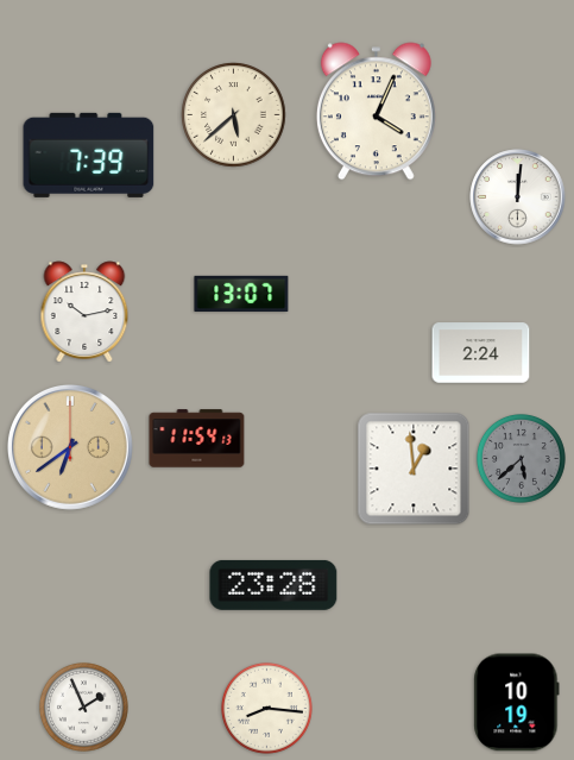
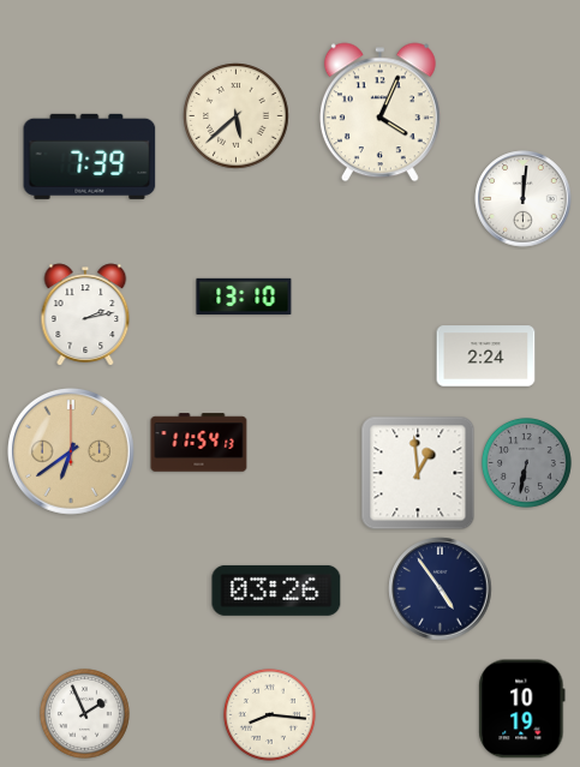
clock at (241, 293): 13:07 -> 13:10
clock at (84, 312): 10:13 -> 2:13
clock at (521, 458): 5:38 -> 6:32
clock at (441, 589): none -> 4:54
clock at (273, 585): 23:28 -> 03:26
